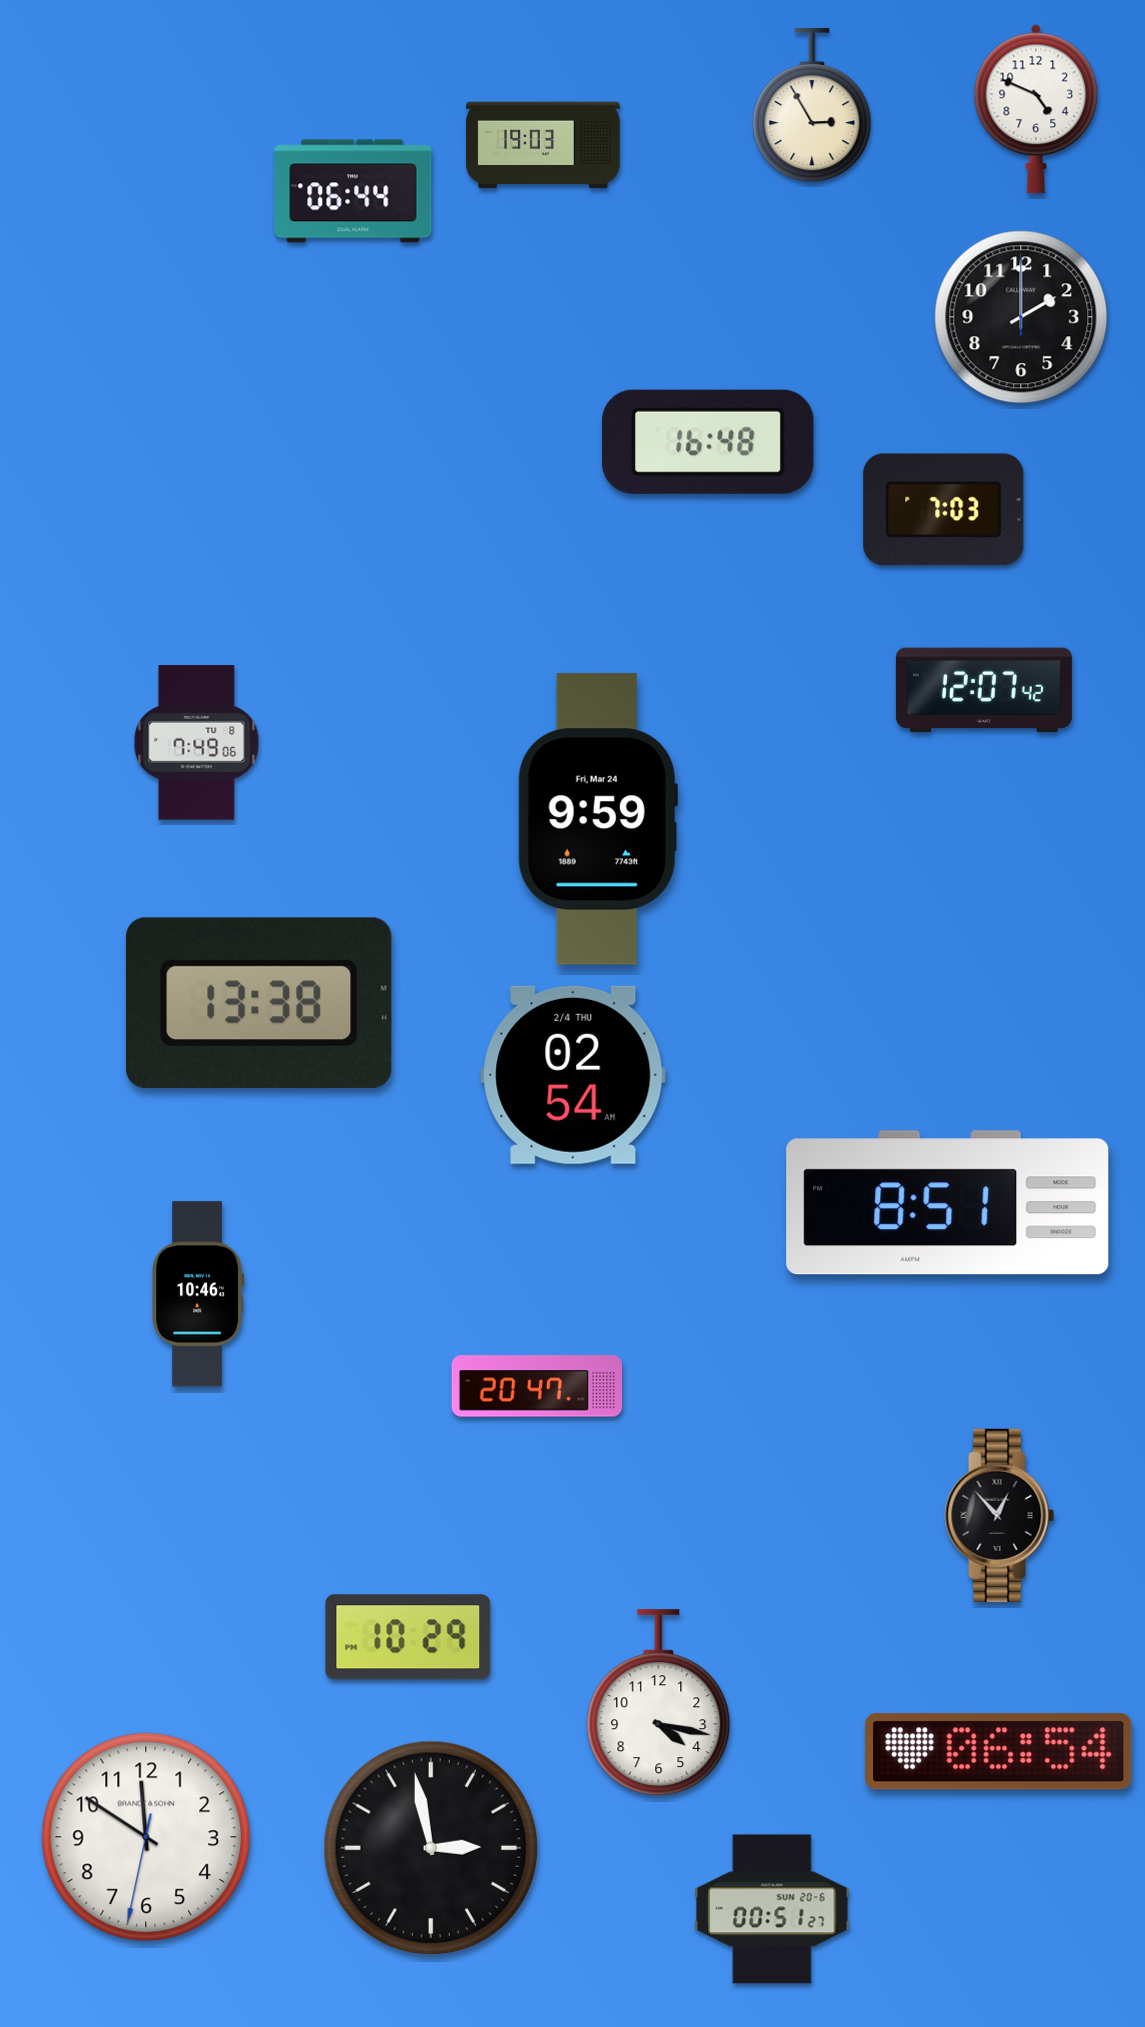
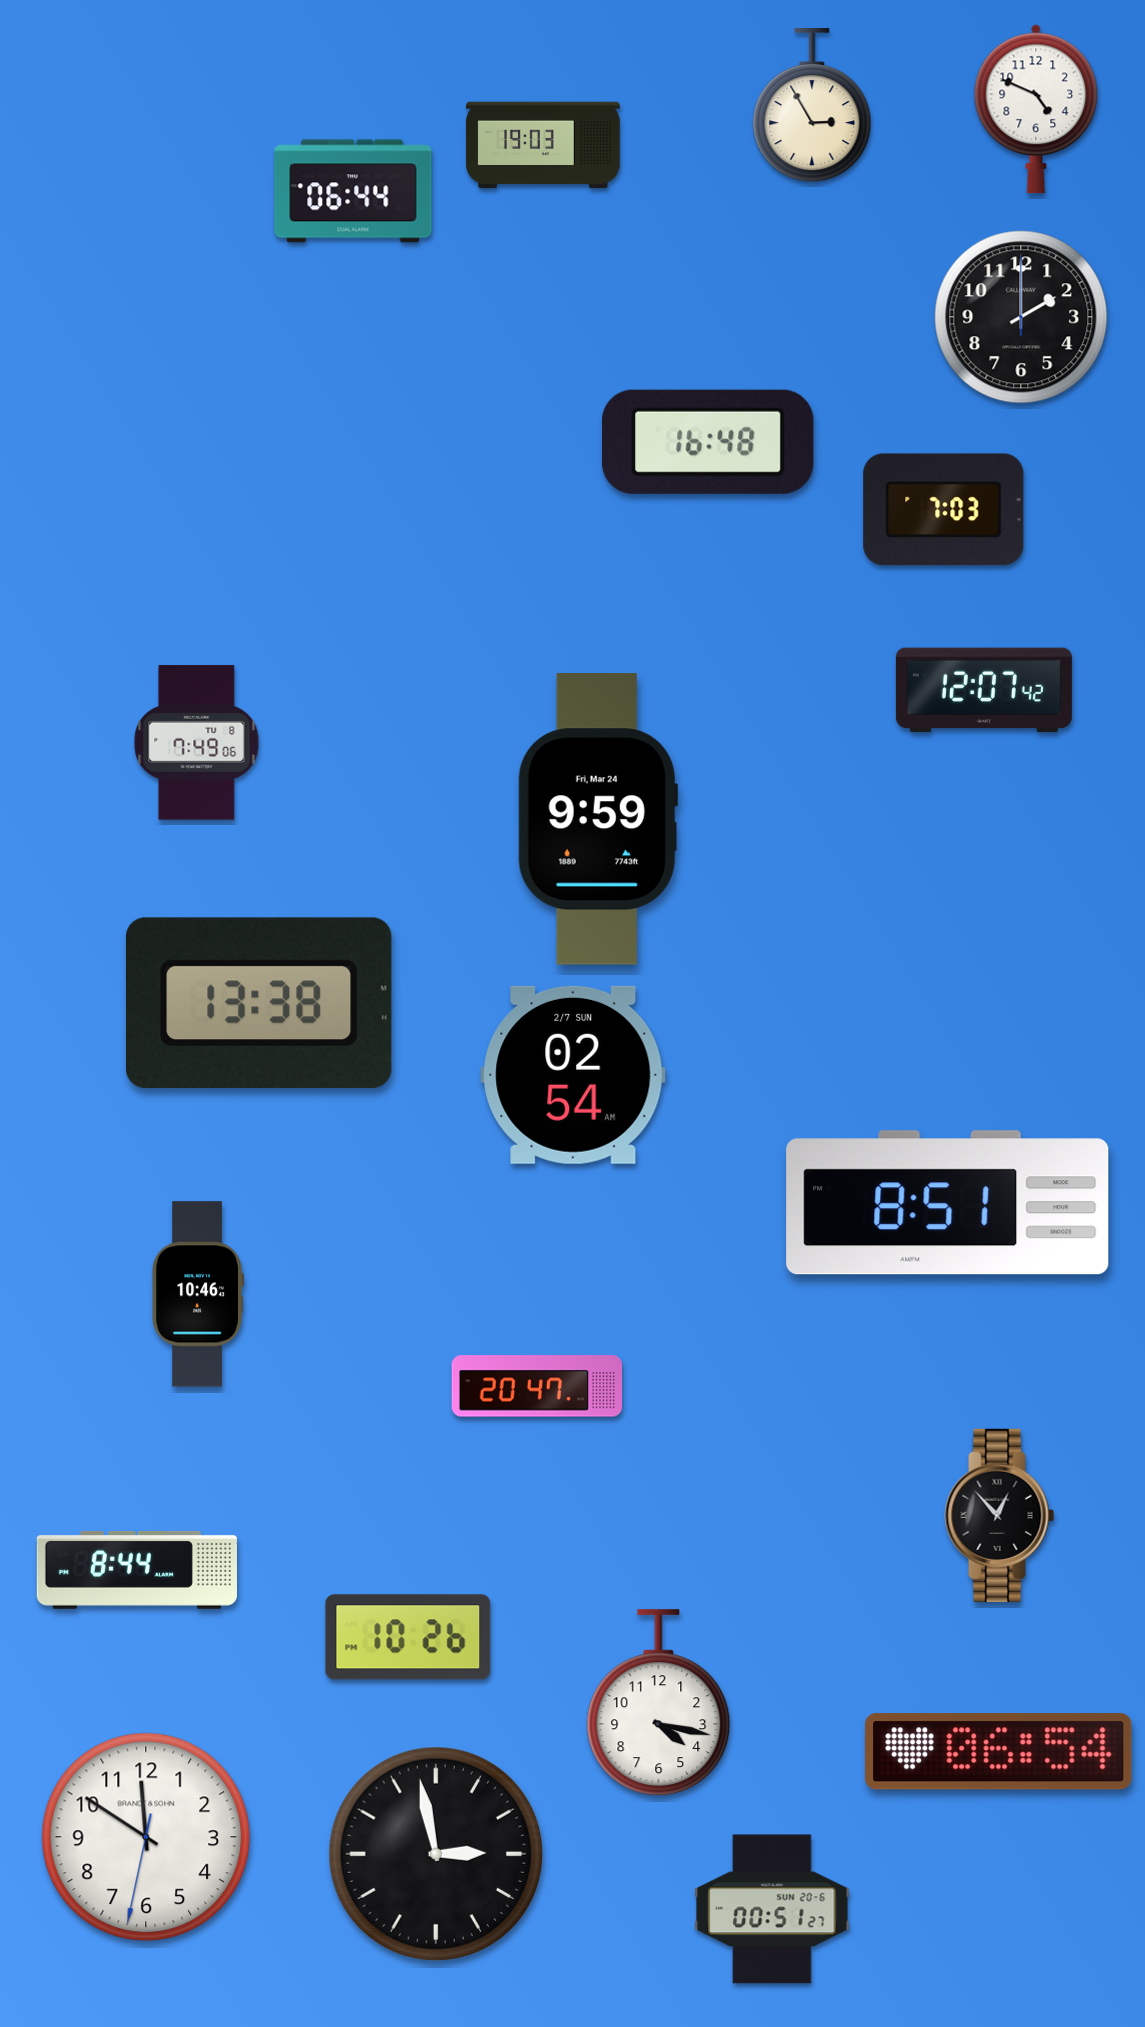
clock at (573, 1075) date: 2/4 THU -> 2/7 SUN
clock at (137, 1570): none -> 8:44
clock at (408, 1637): 10:29 -> 10:26
clock at (430, 1847) position: (430, 1847) -> (435, 1853)
